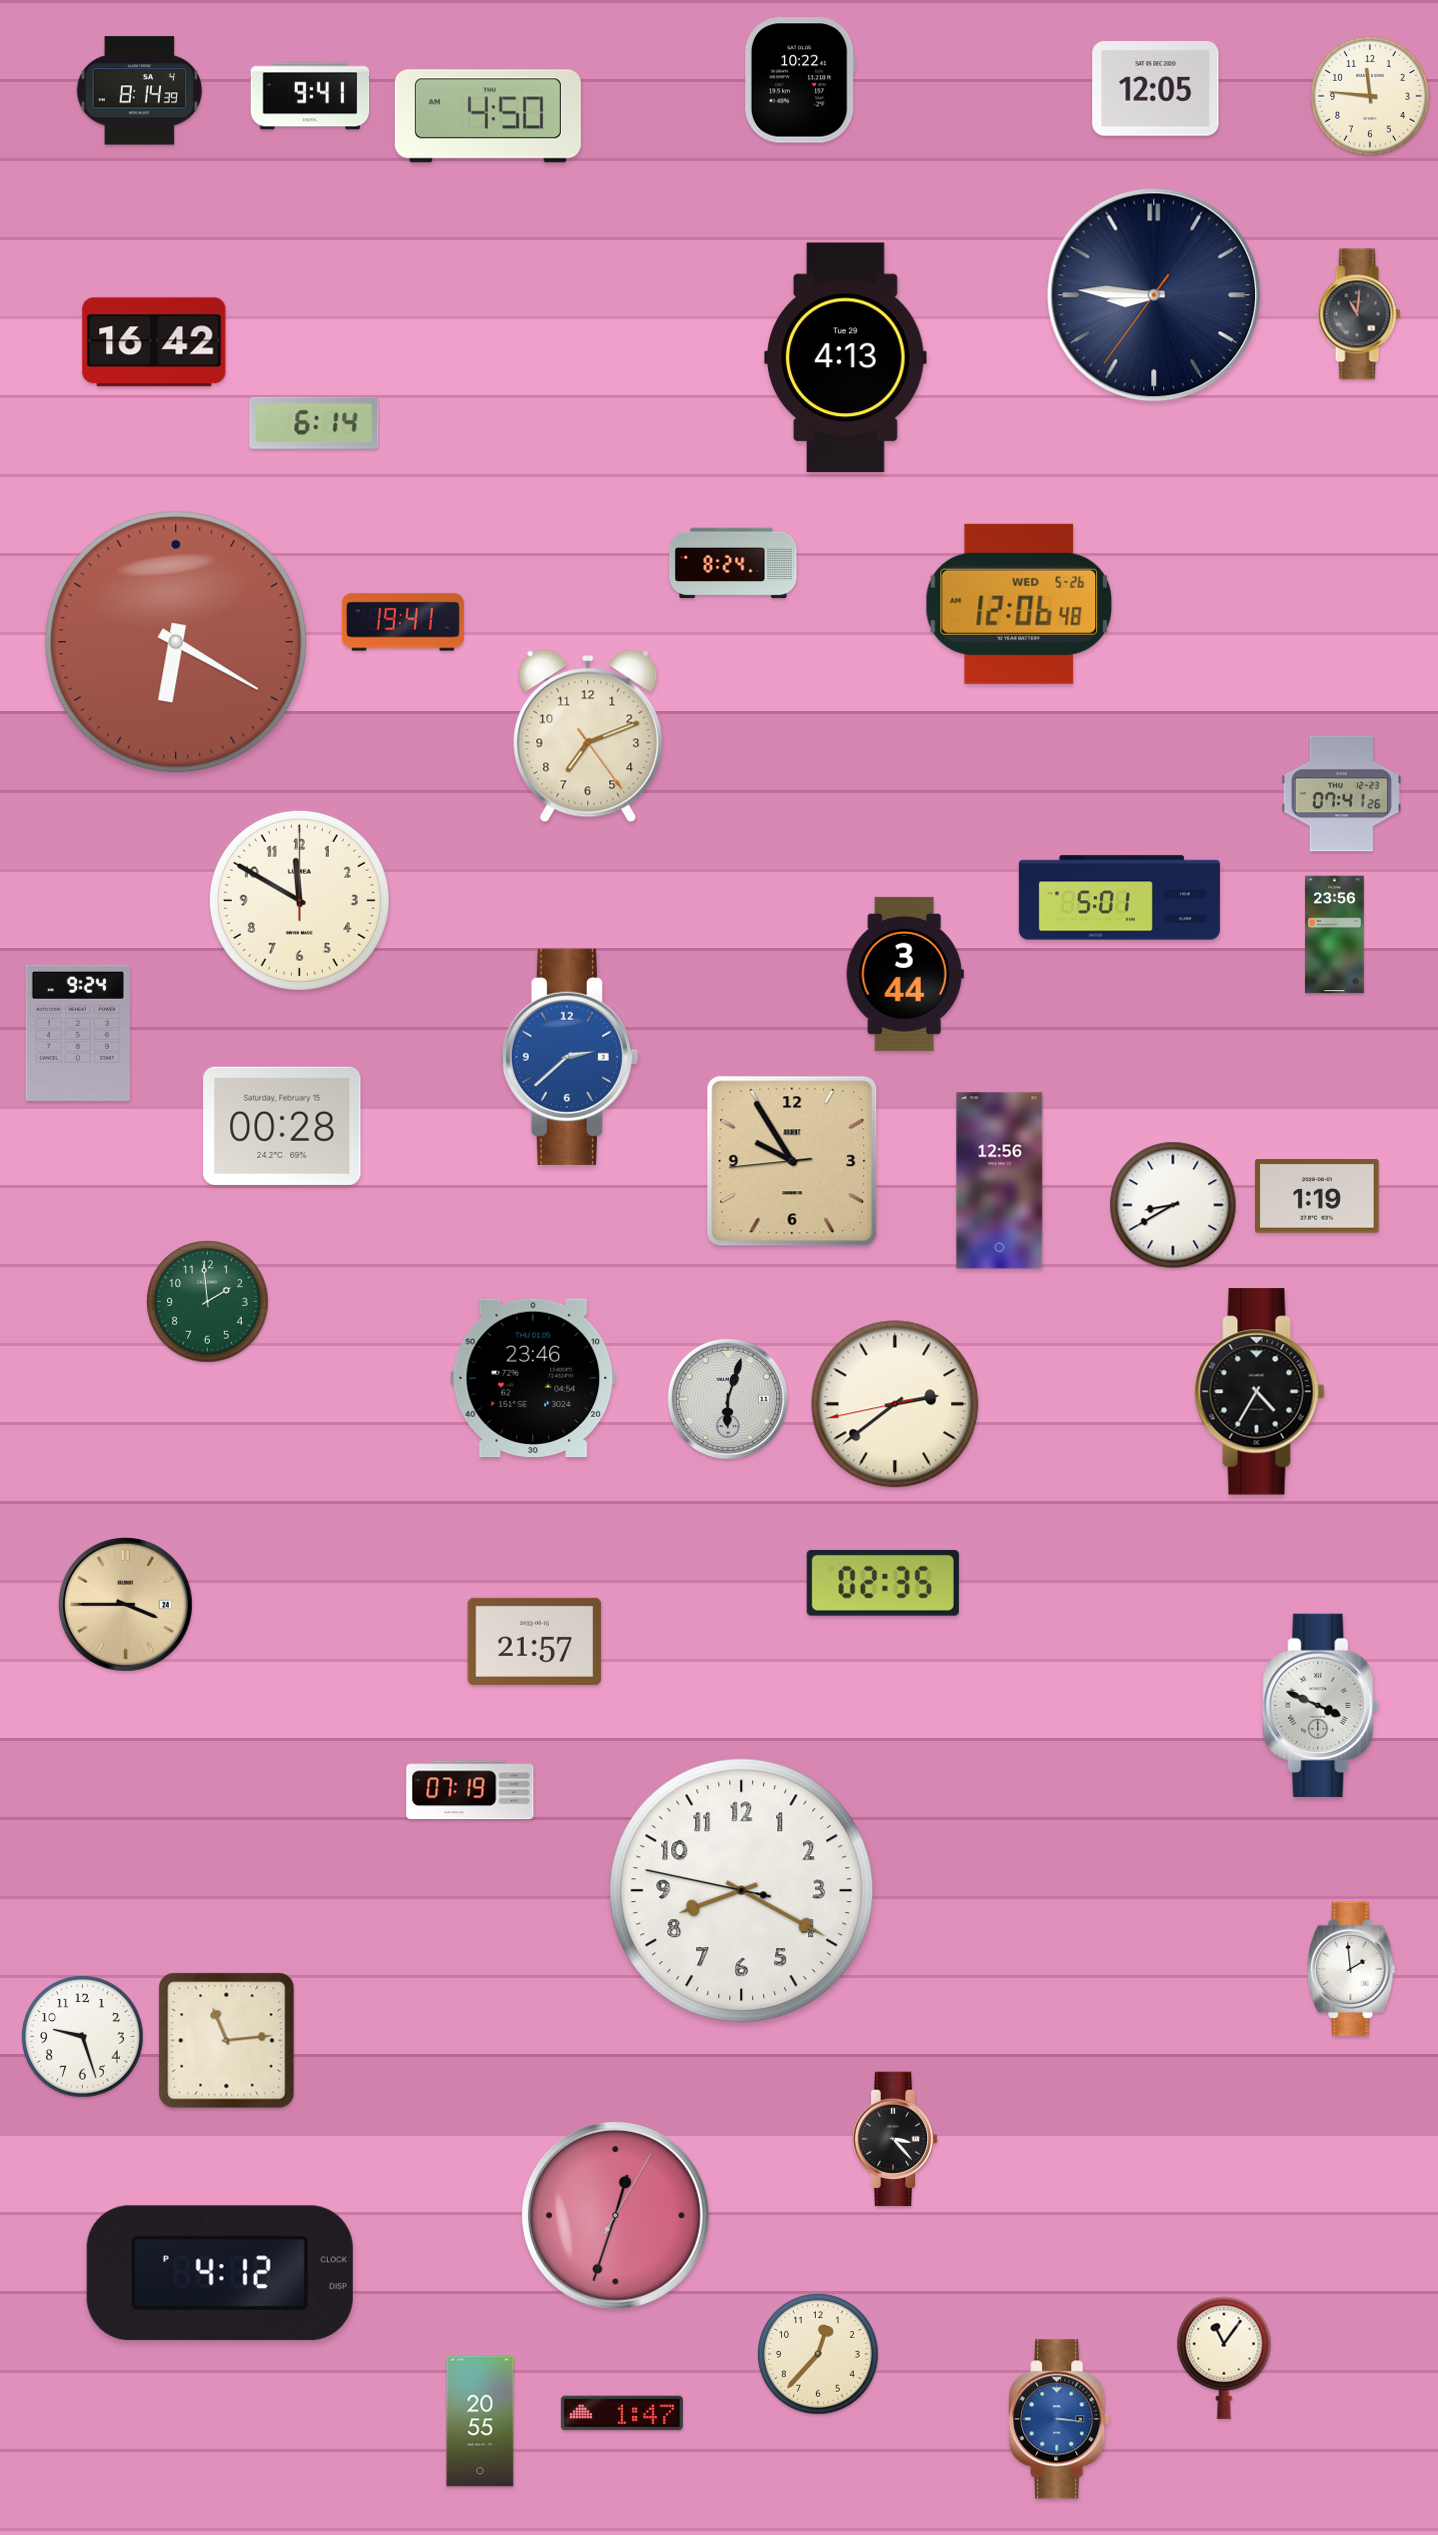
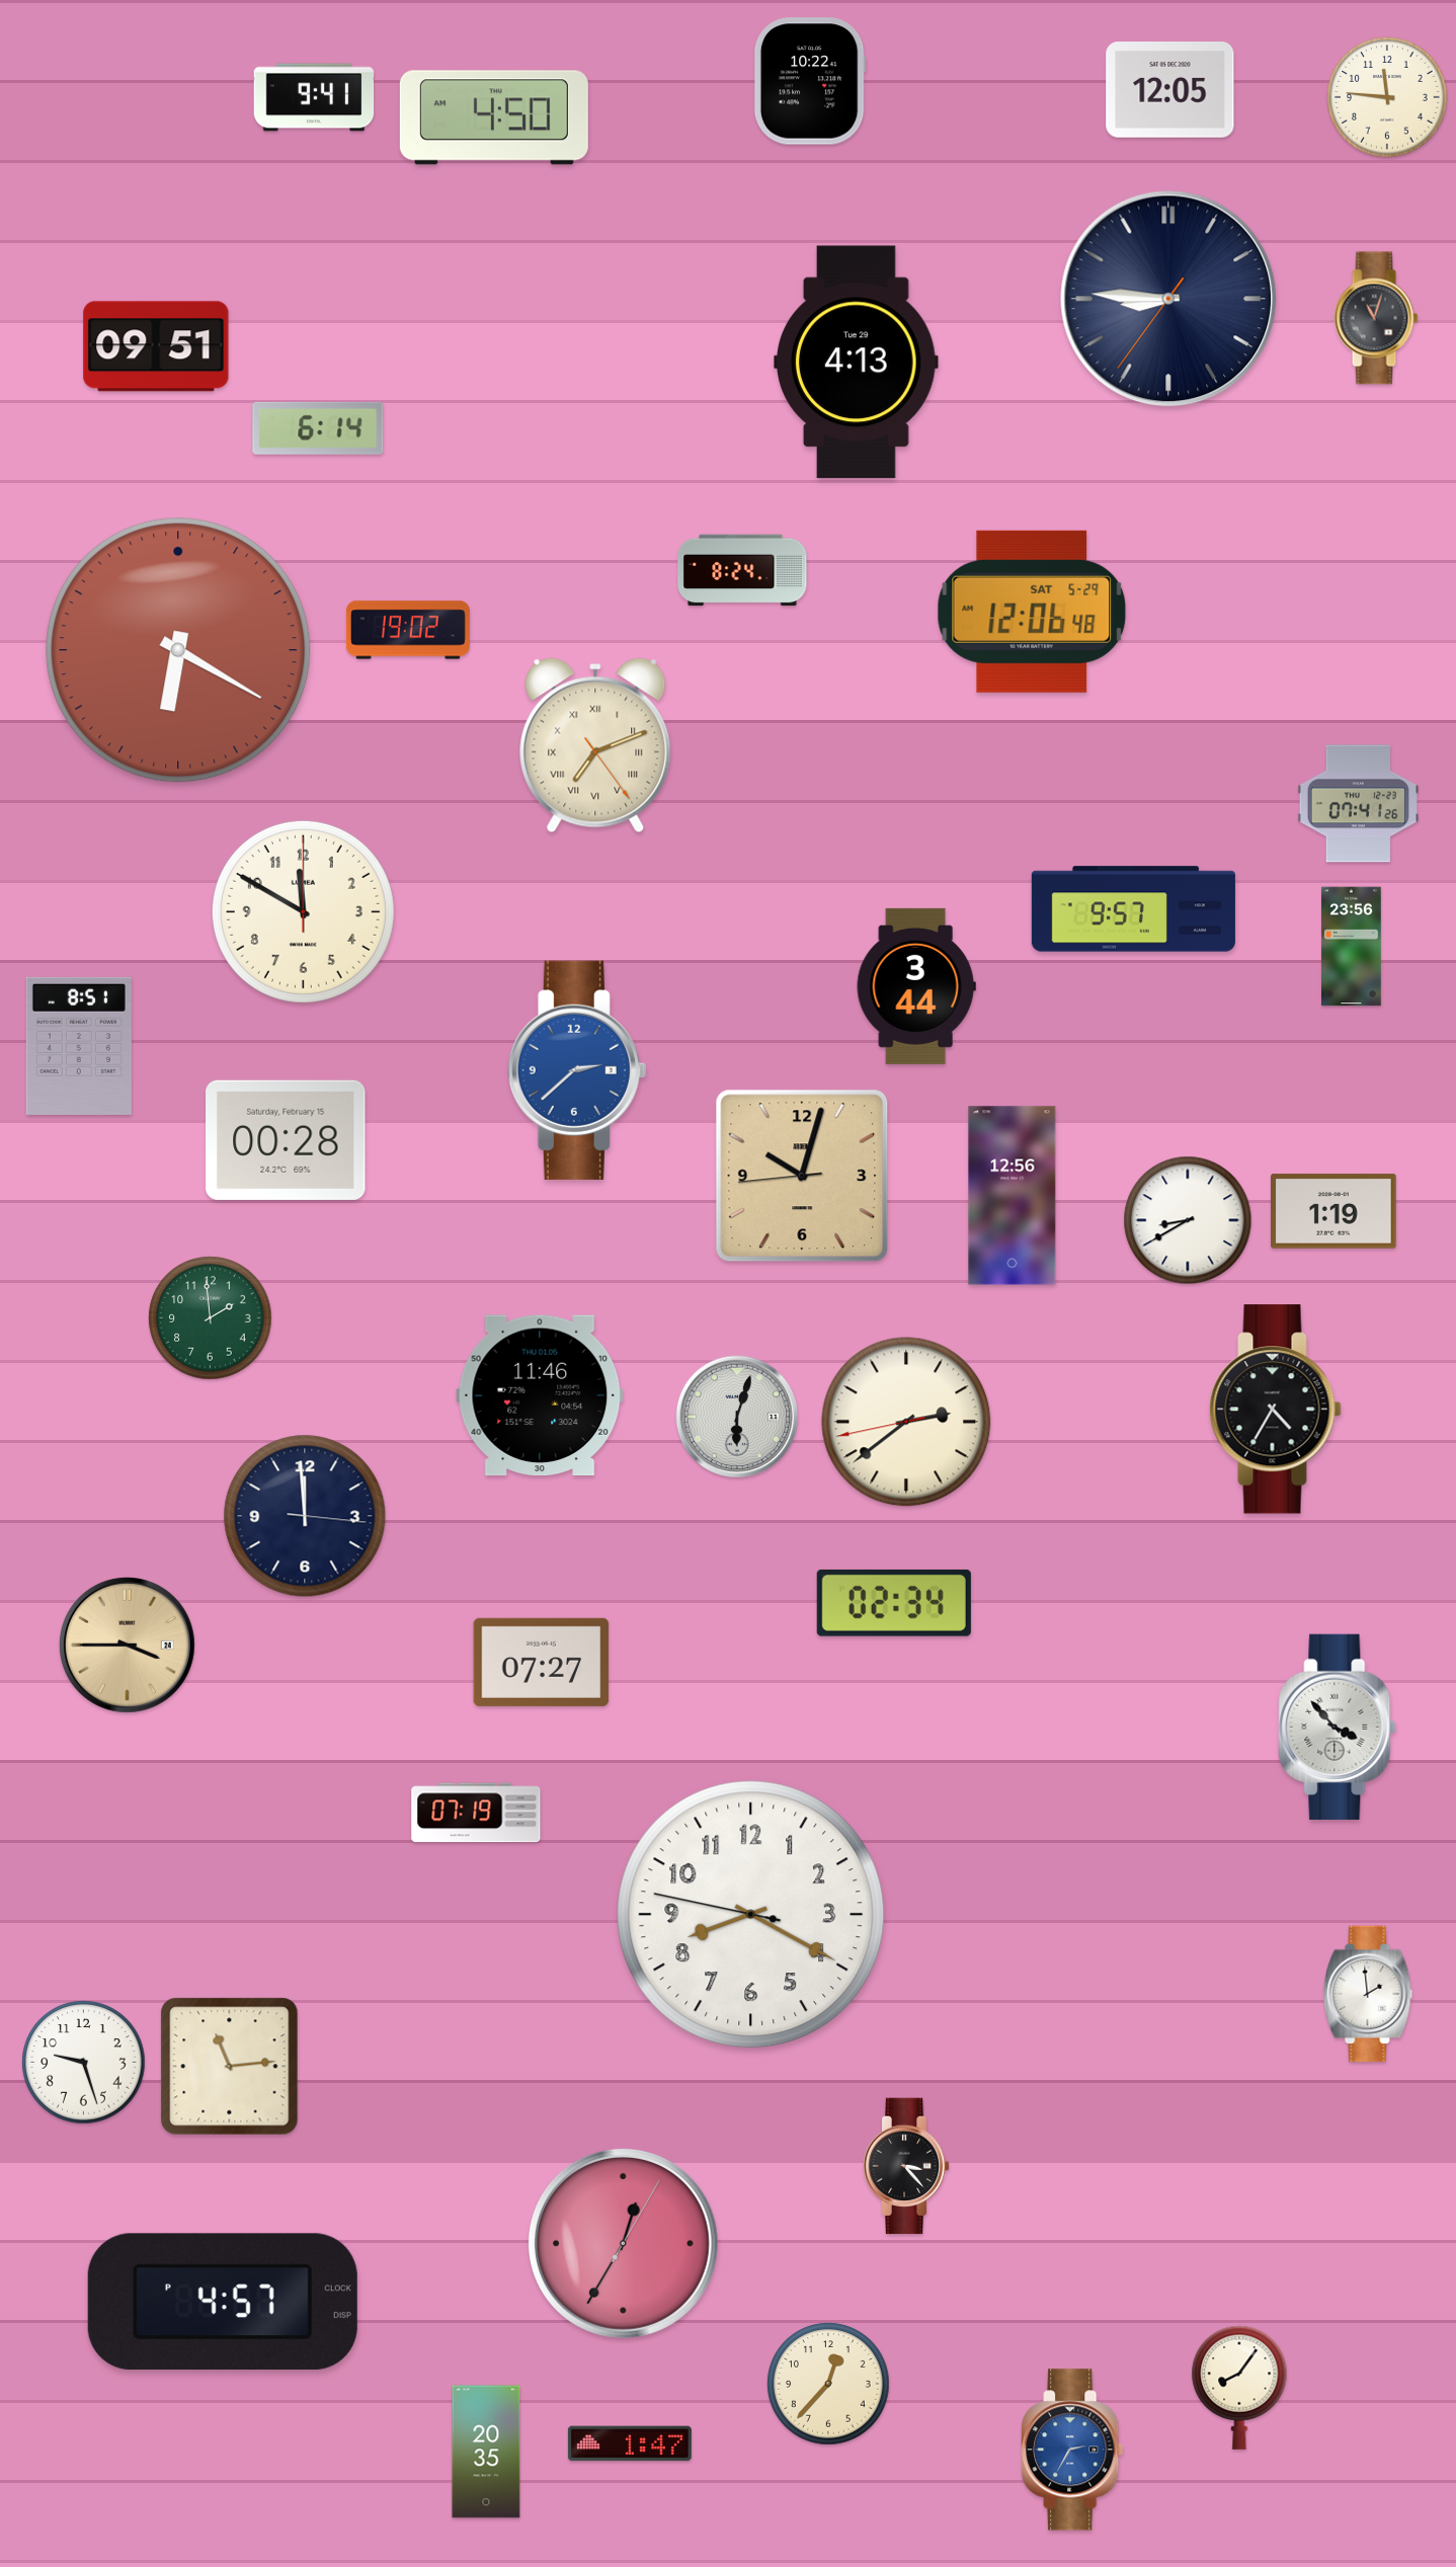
clock at (140, 91): 8:14 -> none
clock at (1359, 314): 11:01 -> 11:03
clock at (154, 342): 16:42 -> 09:51
clock at (1019, 604) date: WED 5-26 -> SAT 5-29
clock at (403, 622): 19:41 -> 19:02
clock at (588, 736) numerals: Arabic -> Roman
clock at (1119, 898): 5:01 -> 9:57
clock at (78, 1033): 9:24 -> 8:51
clock at (792, 1161): 9:54 -> 10:02
clock at (533, 1378): 23:46 -> 11:46
clock at (305, 1516): none -> 11:59
clock at (883, 1583): 02:35 -> 02:34
clock at (125, 1604) position: (125, 1604) -> (127, 1645)
clock at (535, 1641): 21:57 -> 07:27
clock at (1321, 1705): 3:49 -> 3:53
clock at (615, 2215): 12:33 -> 12:35
clock at (220, 2273): 4:12 -> 4:57
clock at (1224, 2358): 11:06 -> 8:06
clock at (1059, 2419): 3:16 -> 2:35
clock at (480, 2421): 20:55 -> 20:35
